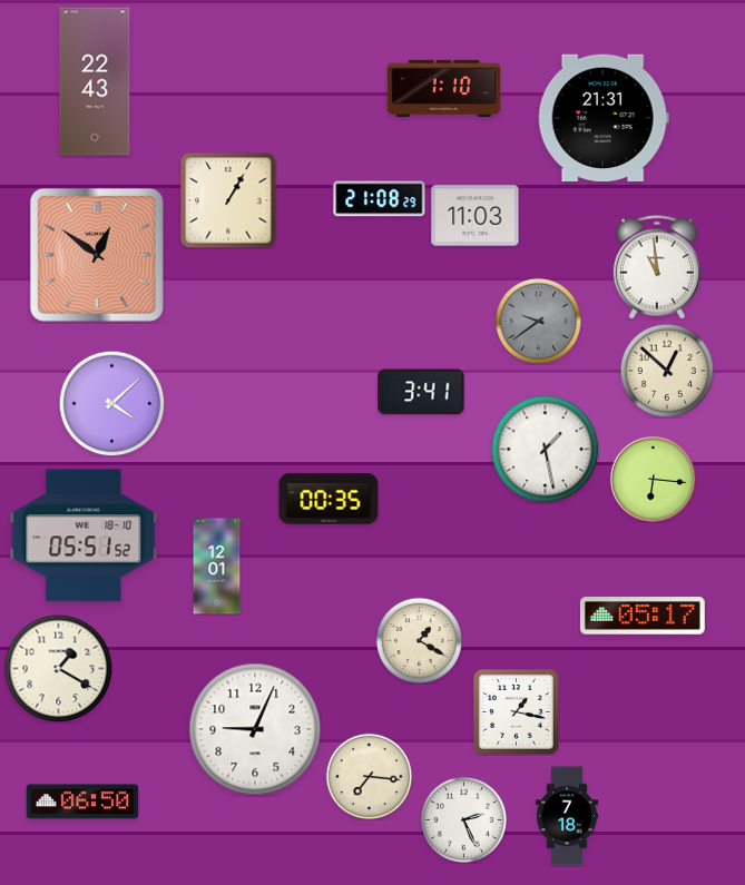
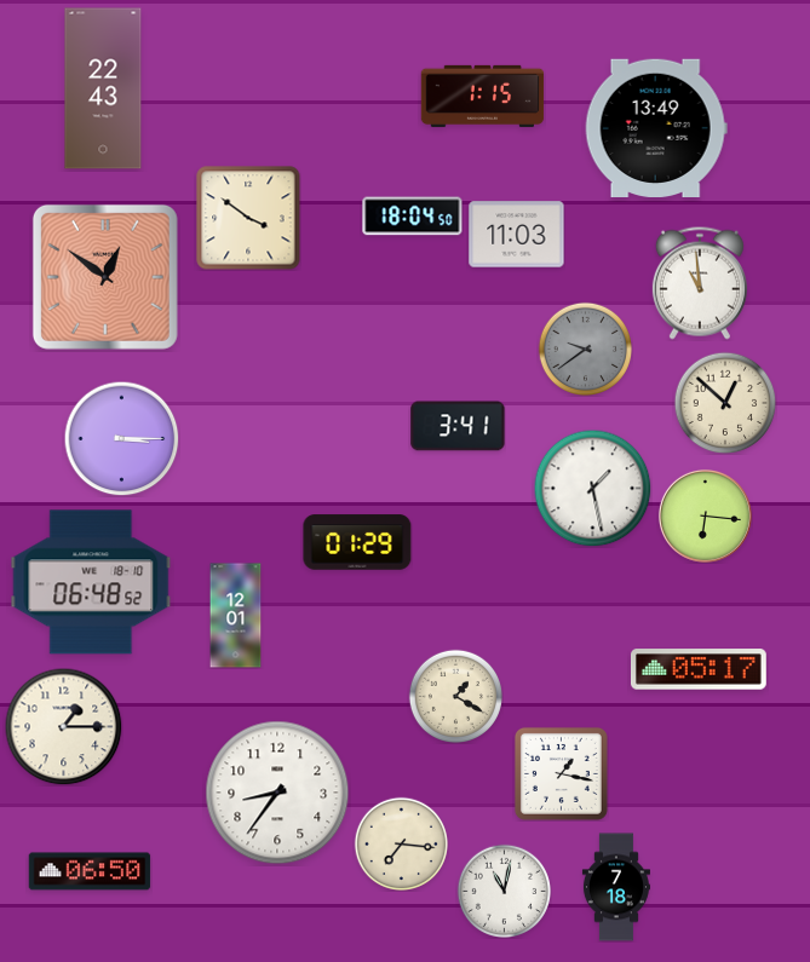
clock at (444, 88): 1:10 -> 1:15
clock at (604, 117): 21:31 -> 13:49
clock at (380, 199): 21:08 -> 18:04
clock at (228, 200): 1:05 -> 3:51
clock at (657, 267) position: (657, 267) -> (700, 283)
clock at (111, 403): 4:08 -> 3:15
clock at (653, 479) position: (653, 479) -> (705, 515)
clock at (329, 499): 00:35 -> 01:29
clock at (84, 535): 05:51 -> 06:48
clock at (58, 668): 1:20 -> 1:15
clock at (255, 729): 9:04 -> 8:36
clock at (463, 819): 2:26 -> 11:02
